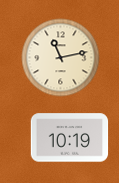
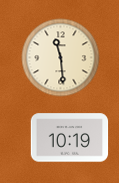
clock at (60, 57): 11:13 -> 11:29
